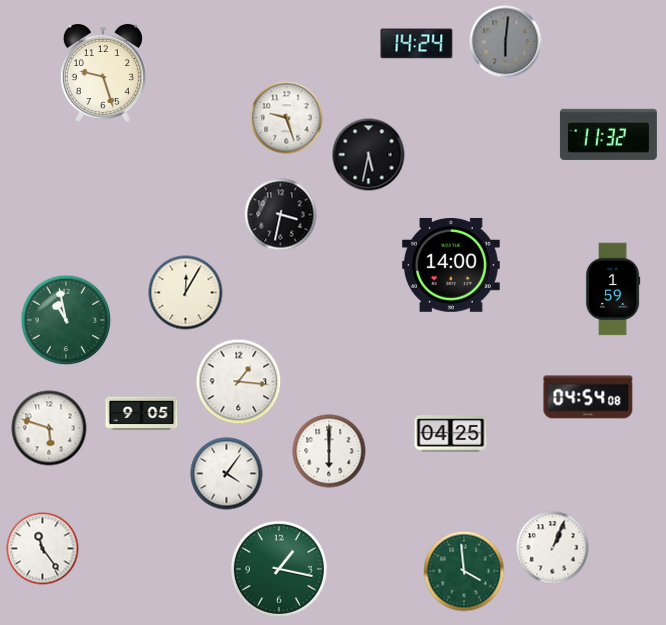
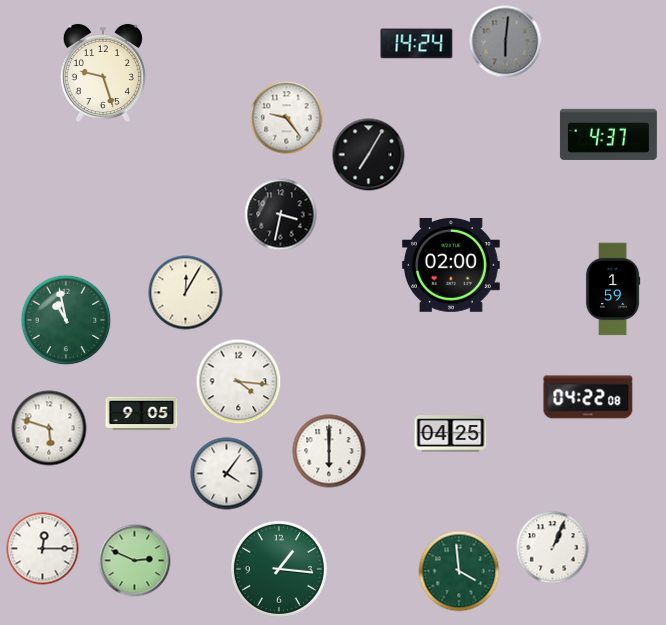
clock at (287, 118): 9:27 -> 9:24
clock at (608, 134): 11:32 -> 4:37
clock at (369, 155): 5:32 -> 7:05
clock at (451, 265): 14:00 -> 02:00
clock at (239, 382): 1:16 -> 4:16
clock at (588, 397): 04:54 -> 04:22
clock at (43, 549): 11:24 -> 12:15
clock at (135, 561): none -> 2:49
clock at (279, 569): 1:17 -> 1:16
clock at (464, 571) position: (464, 571) -> (459, 571)
